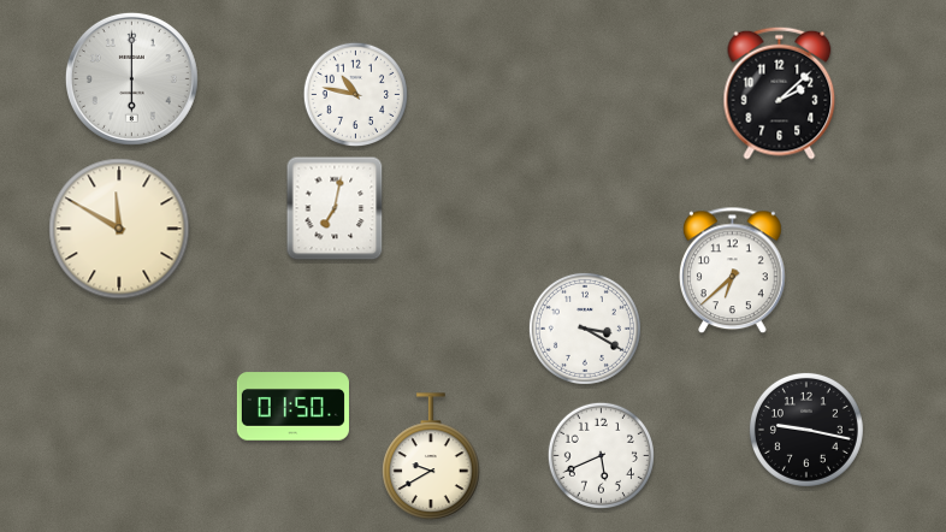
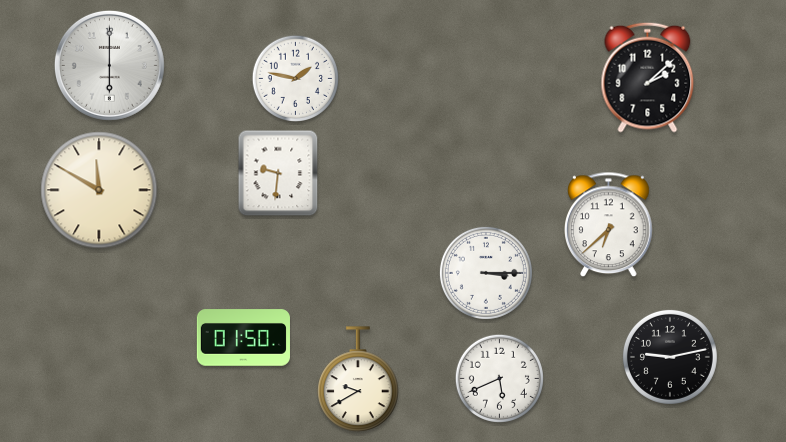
clock at (355, 94): 10:47 -> 1:47
clock at (335, 208): 7:02 -> 9:31
clock at (585, 329): 3:20 -> 3:15
clock at (806, 430): 9:17 -> 9:13
